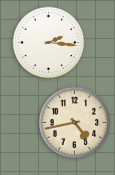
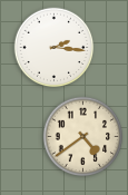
clock at (75, 123): 4:43 -> 4:39
